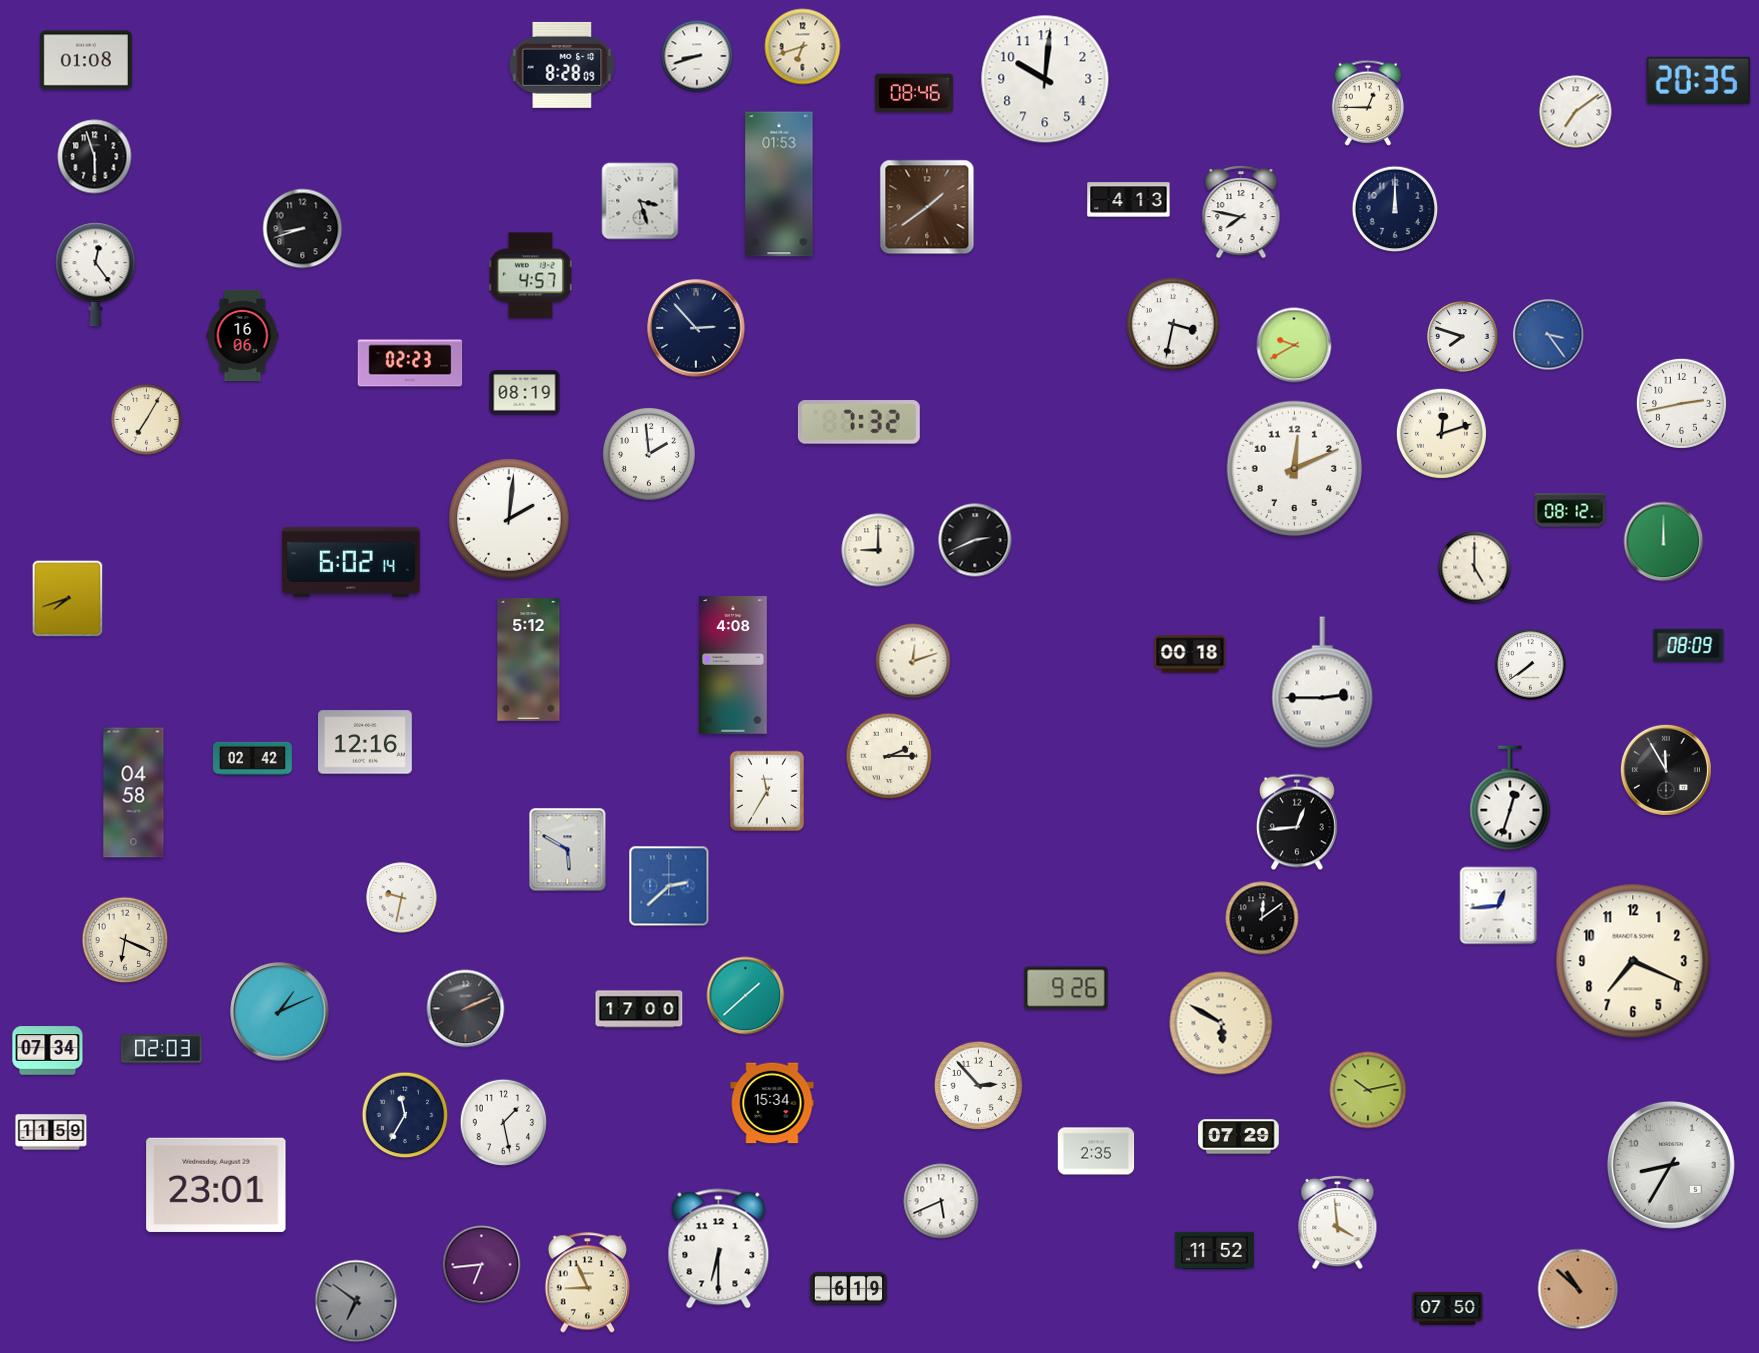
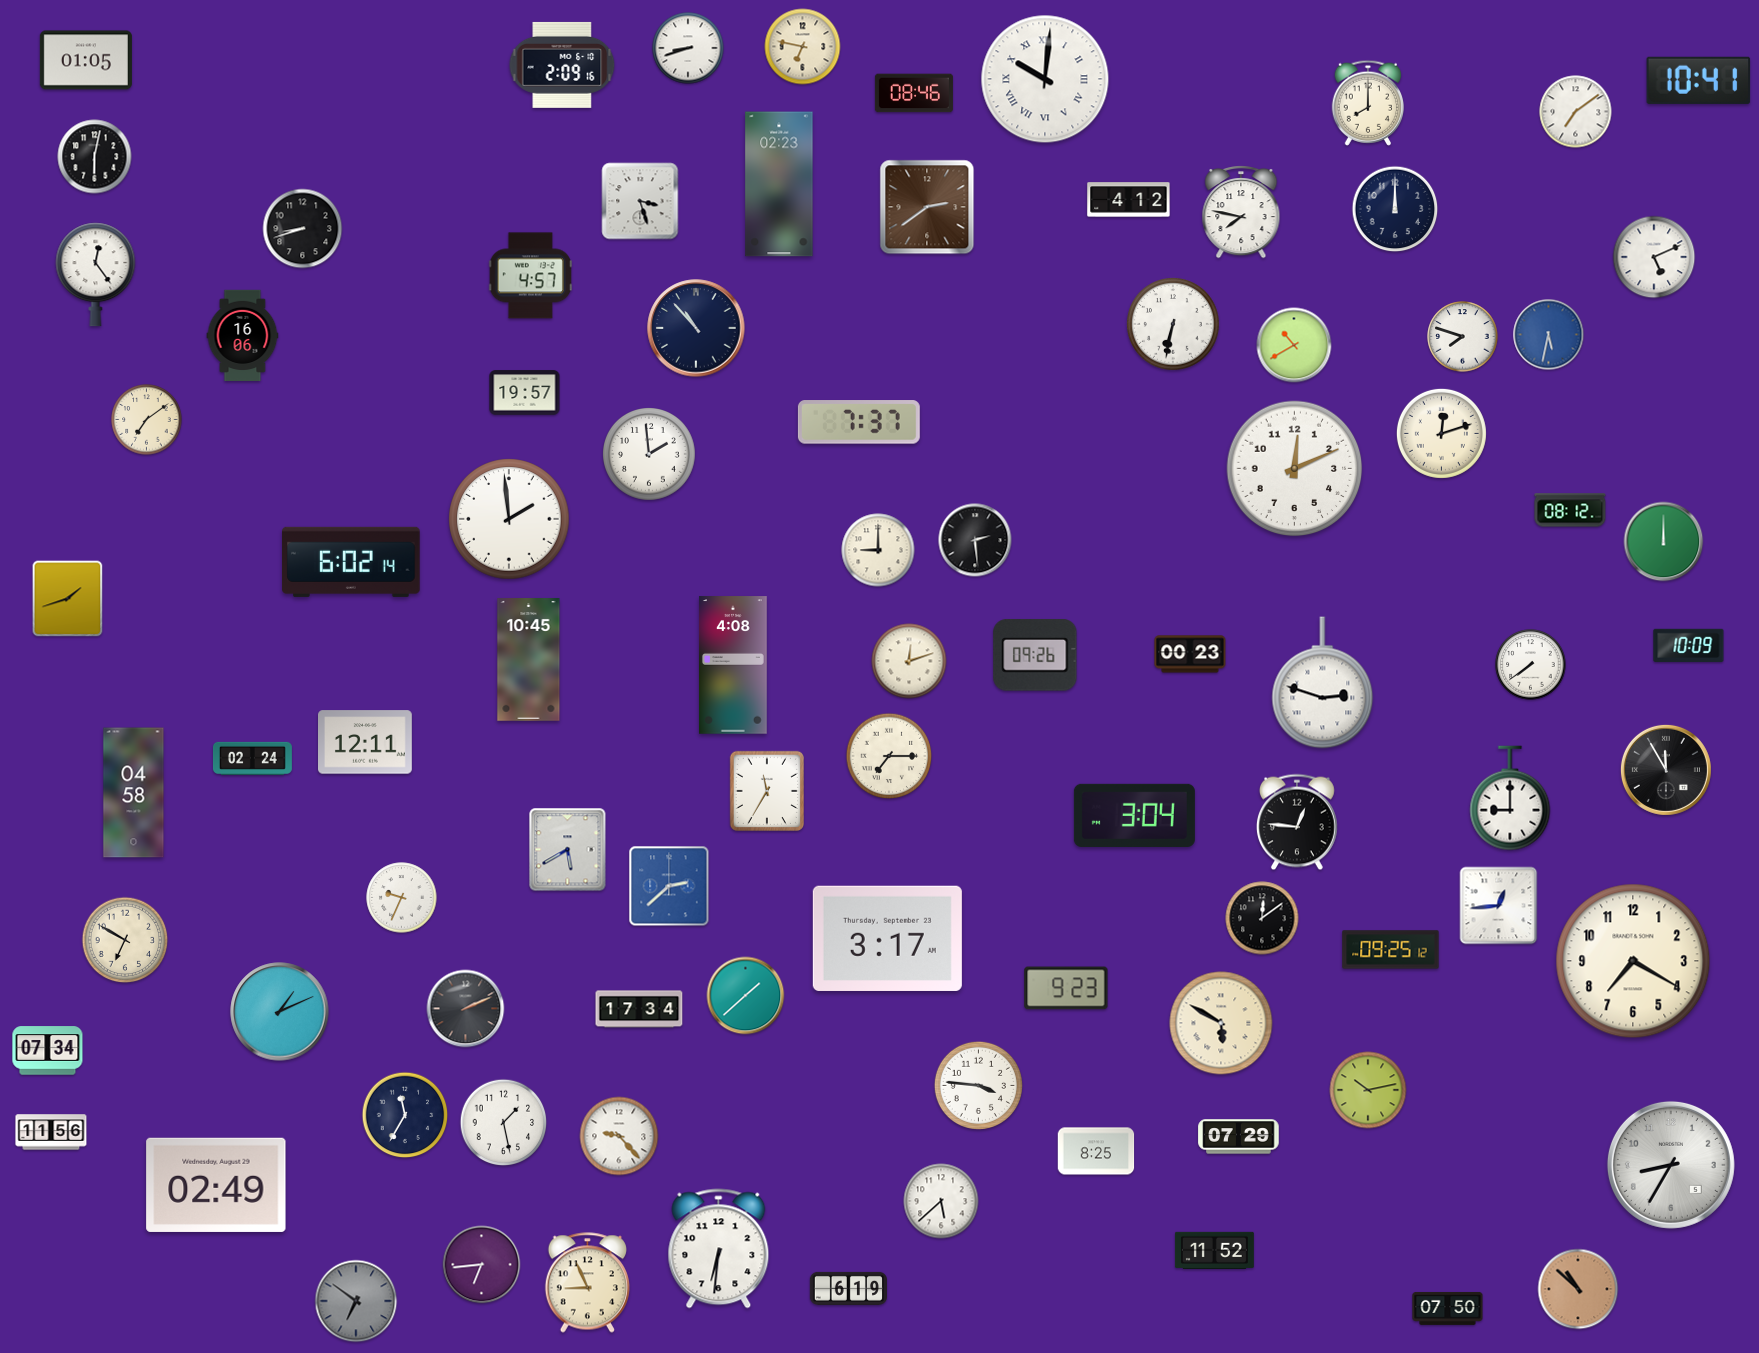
clock at (803, 47): 6:42 -> 6:47
clock at (697, 56) position: (697, 56) -> (688, 48)
clock at (86, 60): 01:08 -> 01:05
clock at (562, 65): 8:28 -> 2:09
clock at (1045, 79) numerals: Arabic -> Roman
clock at (1699, 80): 20:35 -> 10:41
clock at (1367, 103): 12:45 -> 8:00
clock at (95, 157): 5:57 -> 6:02
clock at (779, 184): 01:53 -> 02:23
clock at (1129, 200): 4:13 -> 4:12
clock at (927, 207): 1:39 -> 2:39
clock at (1654, 257): none -> 5:11
clock at (1174, 325): 3:32 -> 6:32
clock at (696, 328): 2:53 -> 10:53
clock at (1549, 335): 3:24 -> 5:32
clock at (1294, 345): 9:40 -> 10:40
clock at (410, 363): 02:23 -> none
clock at (525, 393): 08:19 -> 19:57
clock at (1681, 403): 2:43 -> none
clock at (147, 420): 7:05 -> 7:09
clock at (859, 422): 7:32 -> 7:37
clock at (509, 519): 2:01 -> 1:59
clock at (975, 540): 2:41 -> 2:29
clock at (1475, 568): 5:00 -> none
clock at (68, 599): 7:42 -> 1:42
clock at (1689, 645): 08:09 -> 10:09
clock at (1190, 654): 00:18 -> 00:23
clock at (1035, 655): none -> 09:26
clock at (529, 660): 5:12 -> 10:45
clock at (913, 661) position: (913, 661) -> (909, 661)
clock at (1323, 683): 2:45 -> 2:48
clock at (366, 742): 12:16 -> 12:11
clock at (889, 756): 2:15 -> 7:15
clock at (252, 758): 02:42 -> 02:24
clock at (1510, 798): 12:33 -> 9:00
clock at (1134, 815): none -> 3:04
clock at (1297, 822): 12:44 -> 12:46
clock at (568, 850): 5:50 -> 5:40
clock at (402, 898): 9:32 -> 9:34
clock at (887, 938): none -> 3:17
clock at (125, 940): 6:19 -> 6:50
clock at (1391, 950): none -> 09:25
clock at (1633, 961): 7:19 -> 7:20
clock at (1066, 988): 9:26 -> 9:23
clock at (639, 1009): 17:00 -> 17:34
clock at (162, 1049): 02:03 -> none
clock at (978, 1085): 2:53 -> 3:46
clock at (772, 1103): 15:34 -> none
clock at (51, 1132): 11:59 -> 11:56
clock at (619, 1136): none -> 9:23
clock at (1096, 1151): 2:35 -> 8:25
clock at (216, 1185): 23:01 -> 02:49
clock at (941, 1201): 5:41 -> 5:38
clock at (1338, 1222): 3:59 -> none
clock at (719, 1249): 6:30 -> 6:31
